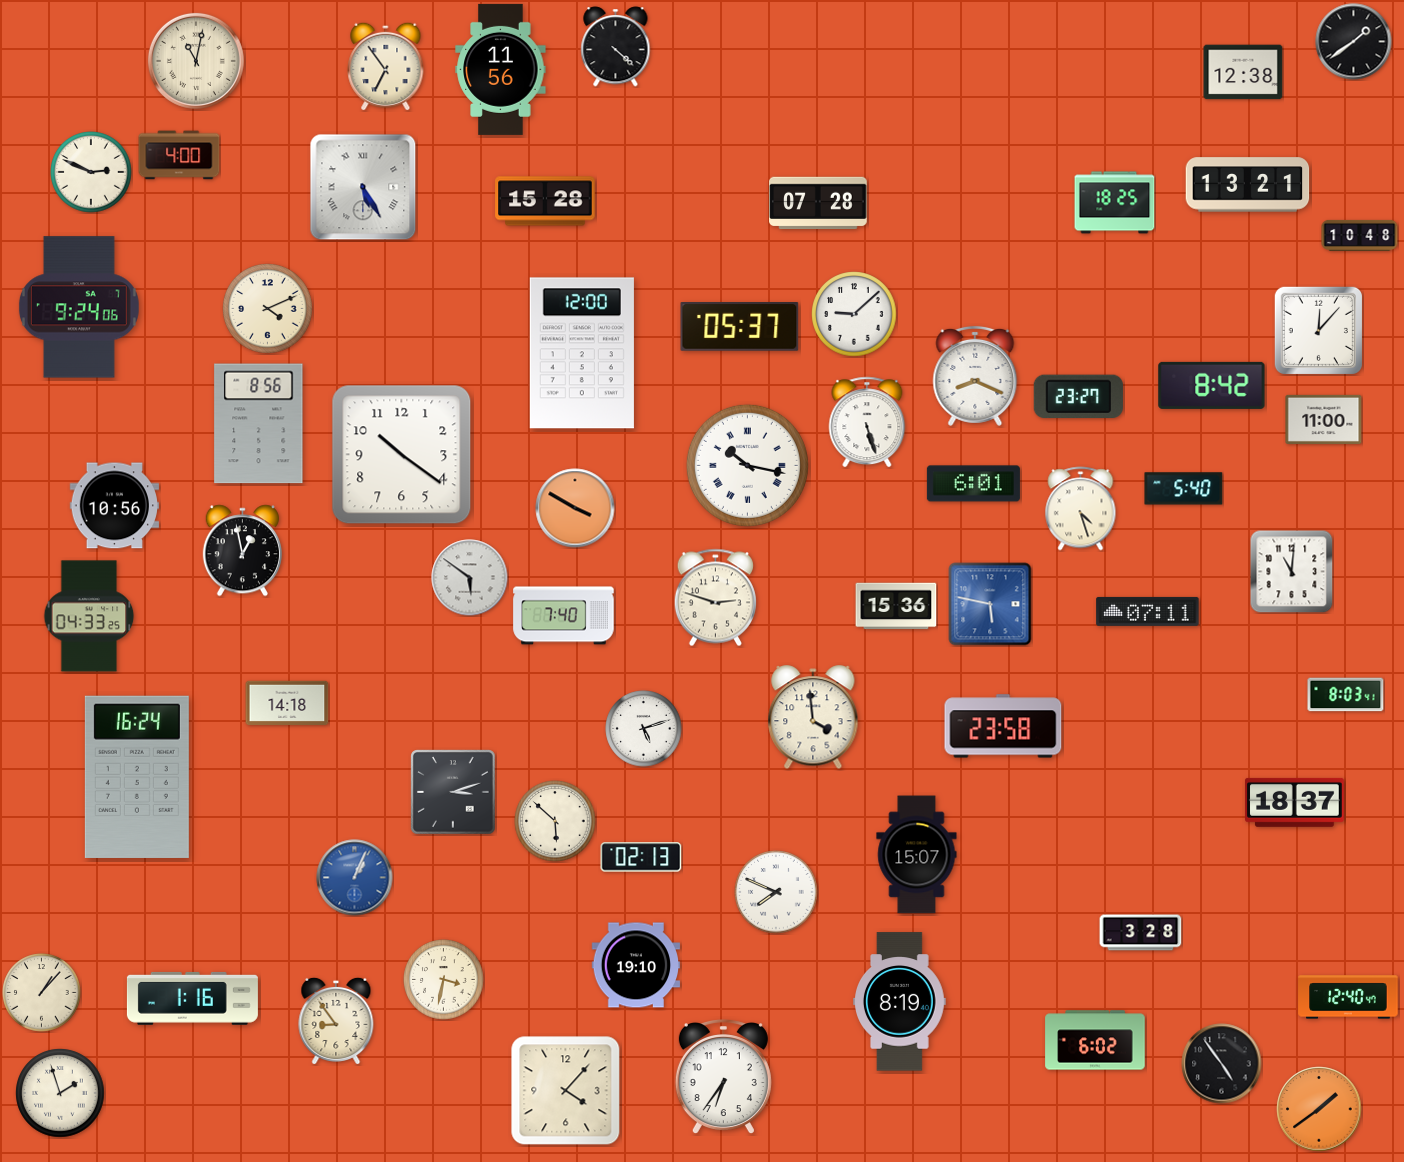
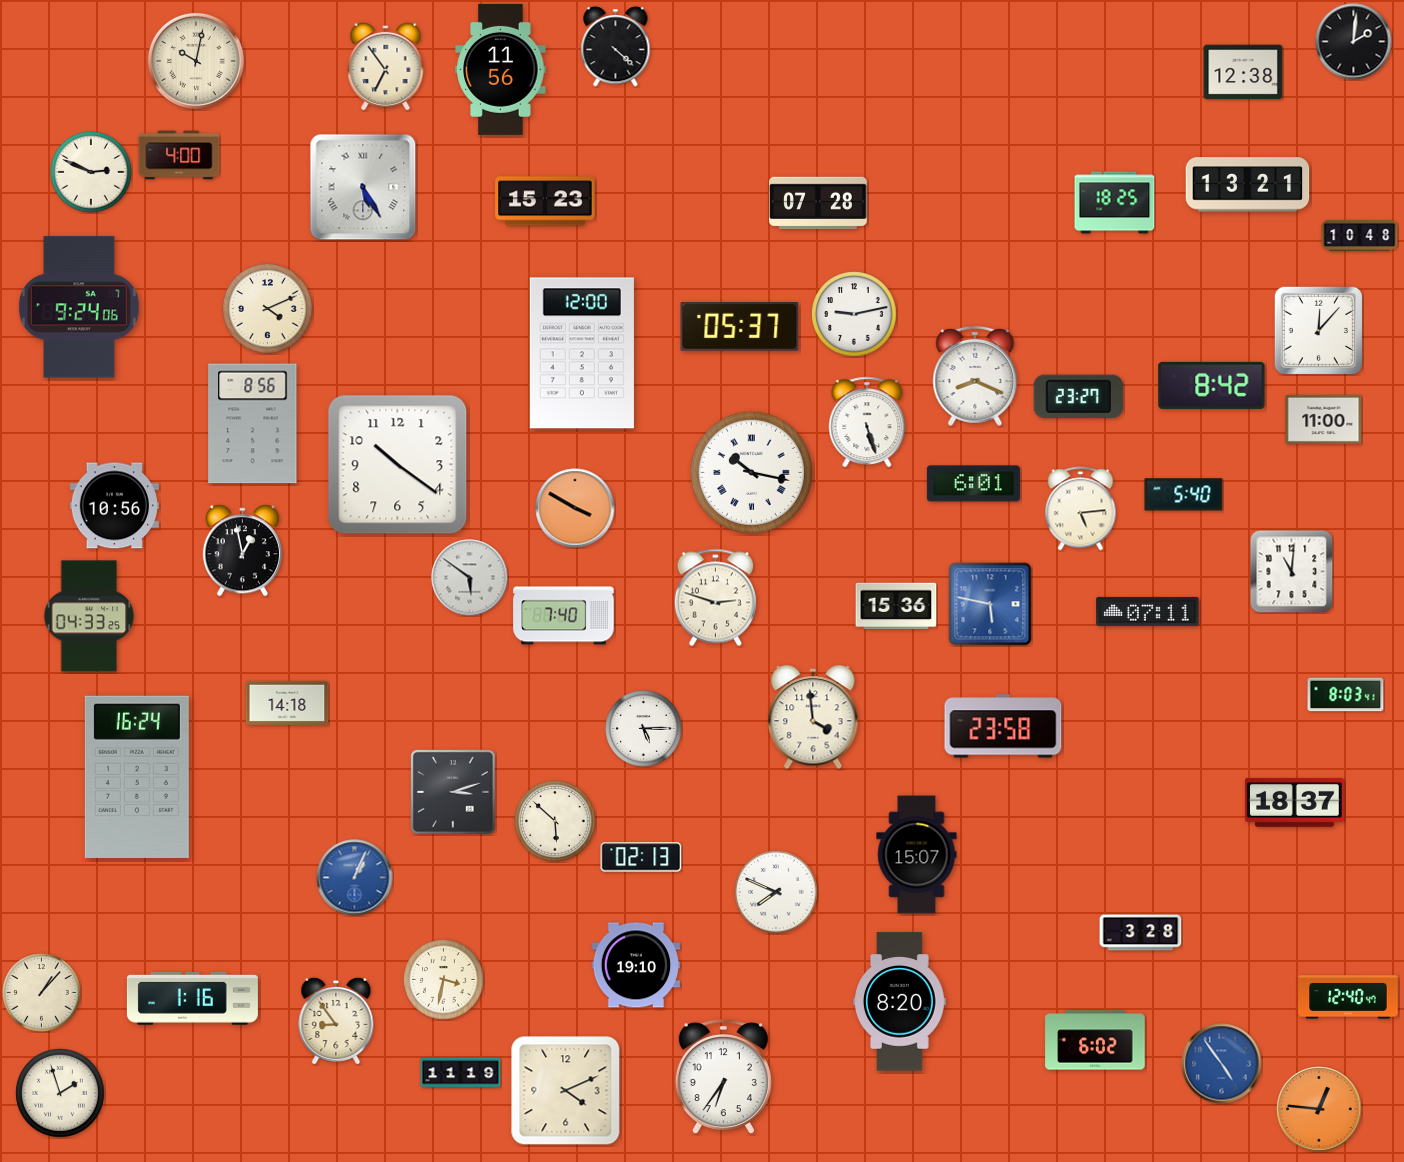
clock at (1354, 42): 1:39 -> 2:01
clock at (196, 61): 11:02 -> 10:02
clock at (545, 201): 15:28 -> 15:23
clock at (854, 314): 9:08 -> 9:13
clock at (259, 424) position: (259, 424) -> (253, 424)
clock at (402, 455) position: (402, 455) -> (398, 465)
clock at (747, 465) position: (747, 465) -> (751, 472)
clock at (1184, 489) position: (1184, 489) -> (1184, 495)
clock at (1081, 509): 4:27 -> 5:14
clock at (644, 729): 5:12 -> 5:15
clock at (900, 1002): 8:19 -> 8:20
clock at (1222, 1064) dial: black -> blue
clock at (461, 1073): none -> 11:19
clock at (566, 1091): 4:07 -> 4:11
clock at (1319, 1109): 1:39 -> 12:46
